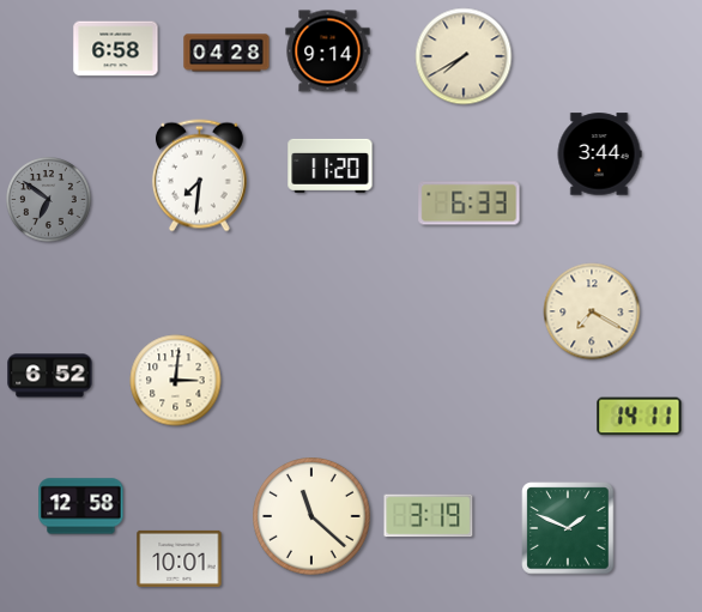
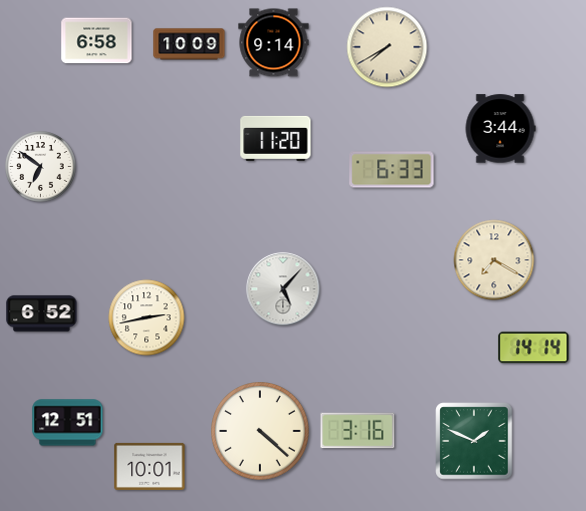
clock at (226, 53): 04:28 -> 10:09
clock at (199, 176): 7:31 -> none
clock at (49, 200) dial: grey -> white
clock at (283, 289): none -> 5:07
clock at (176, 381): 3:01 -> 2:43
clock at (640, 417): 14:11 -> 14:14
clock at (81, 507): 12:58 -> 12:51
clock at (429, 516): 3:19 -> 3:16
clock at (313, 517): 11:22 -> 4:22
